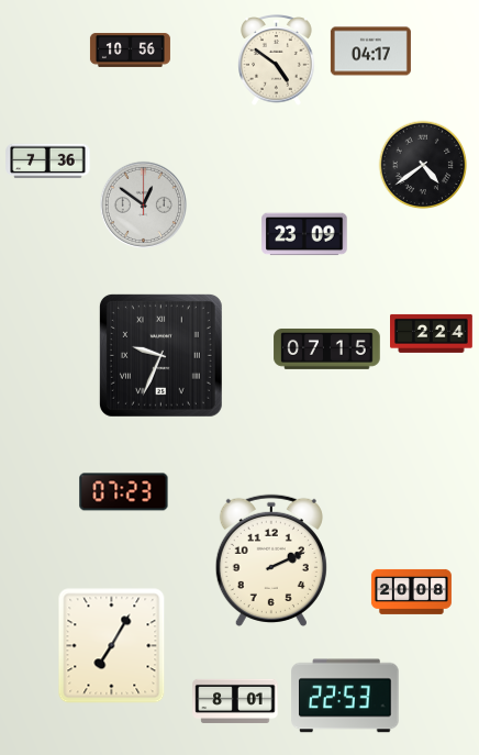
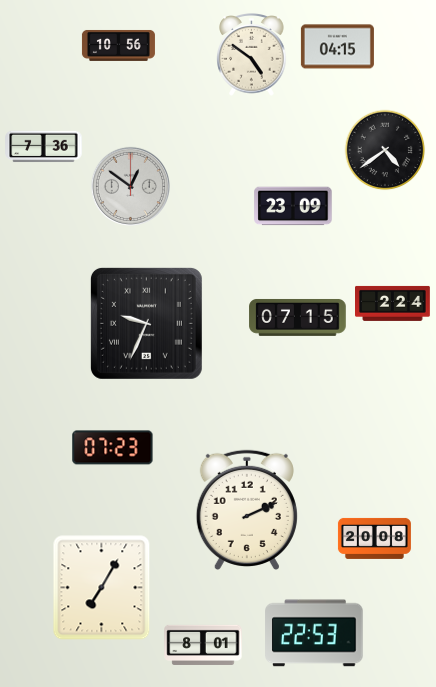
clock at (370, 52): 04:17 -> 04:15
clock at (304, 234) position: (304, 234) -> (293, 206)
clock at (235, 701) position: (235, 701) -> (203, 645)
